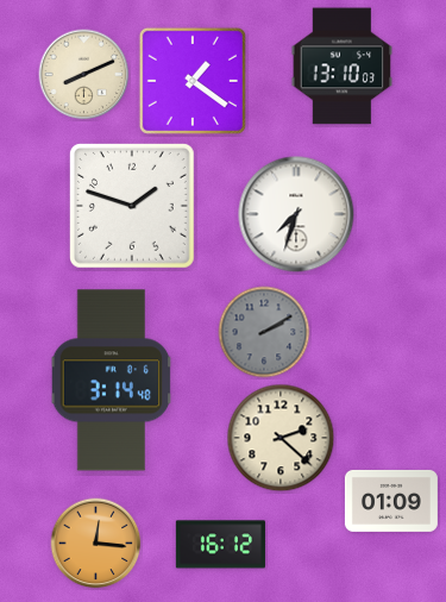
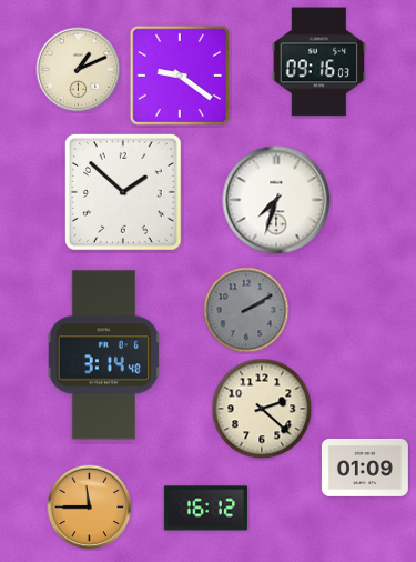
clock at (341, 67): 13:10 -> 09:16
clock at (84, 75): 8:11 -> 1:11
clock at (193, 81): 1:21 -> 9:21
clock at (132, 206): 1:48 -> 1:52
clock at (96, 544): 12:16 -> 11:45
